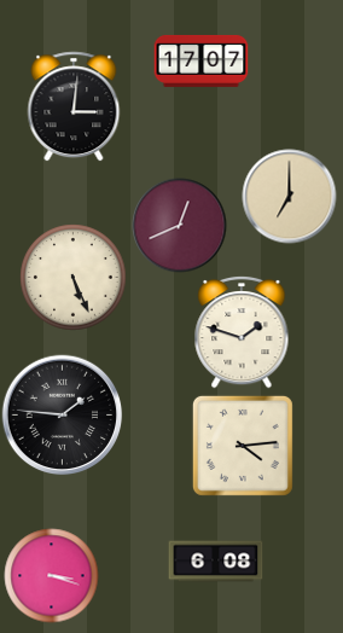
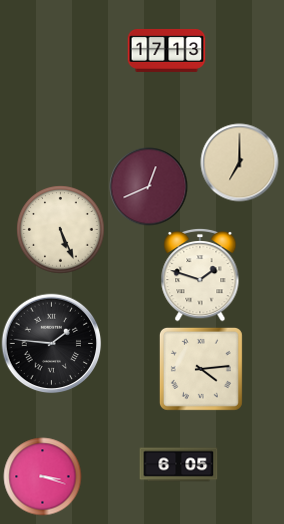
clock at (200, 60): 17:07 -> 17:13
clock at (74, 106): 3:01 -> none
clock at (215, 562): 6:08 -> 6:05
